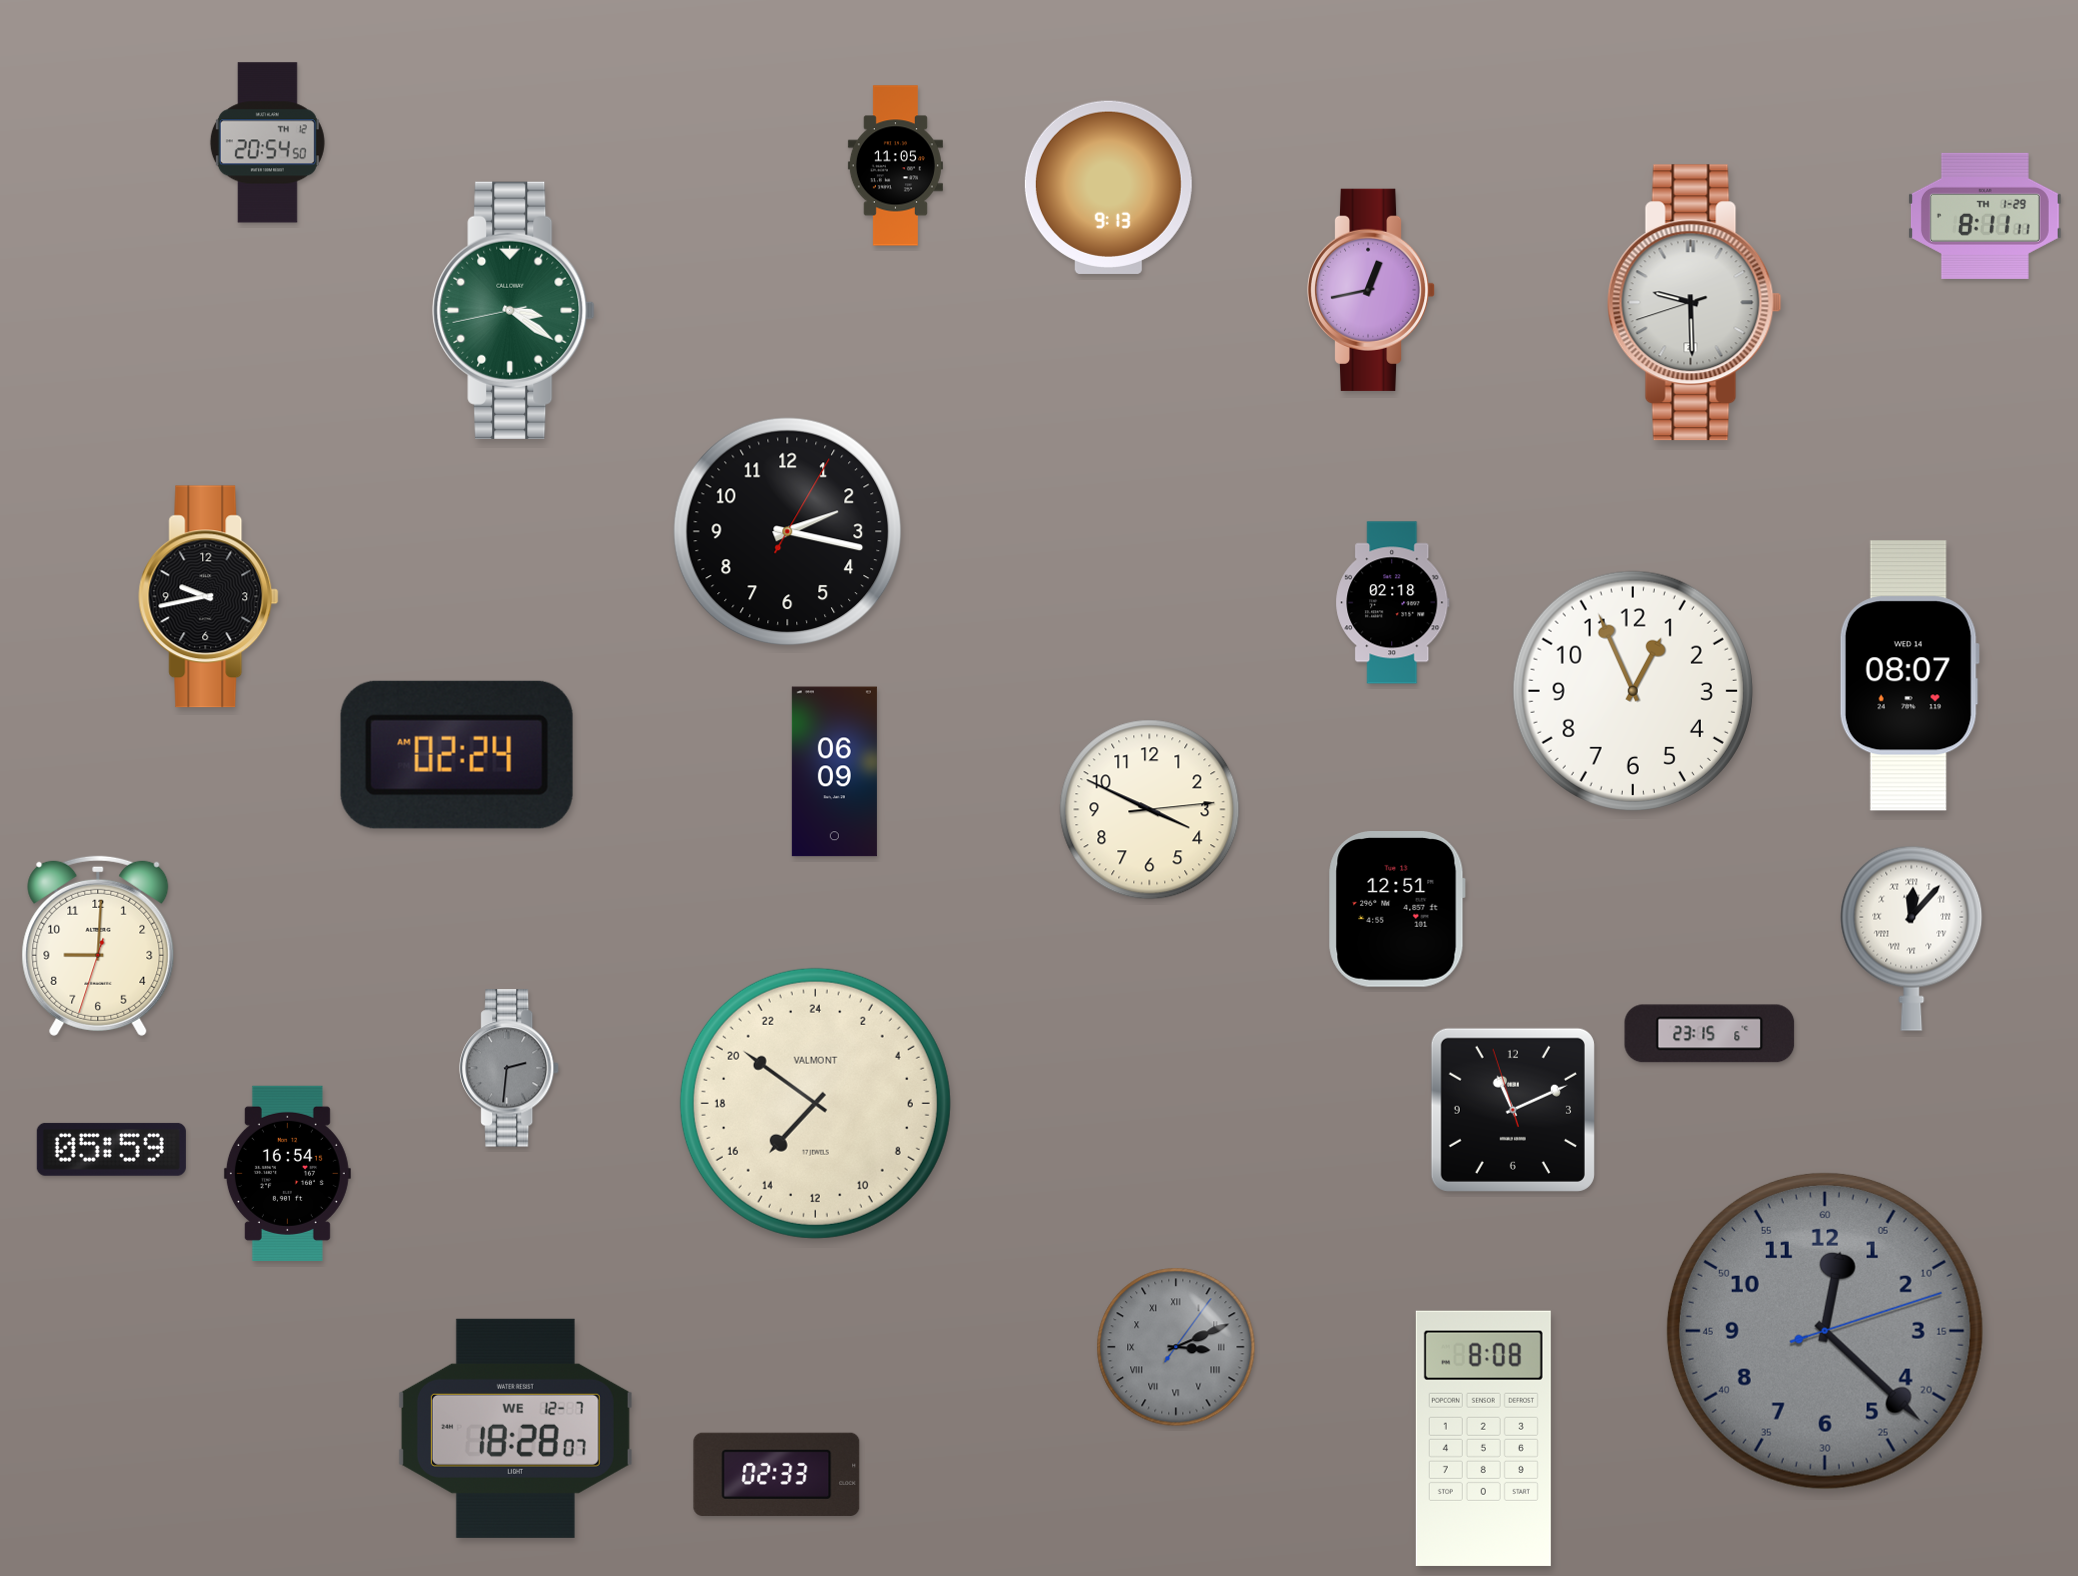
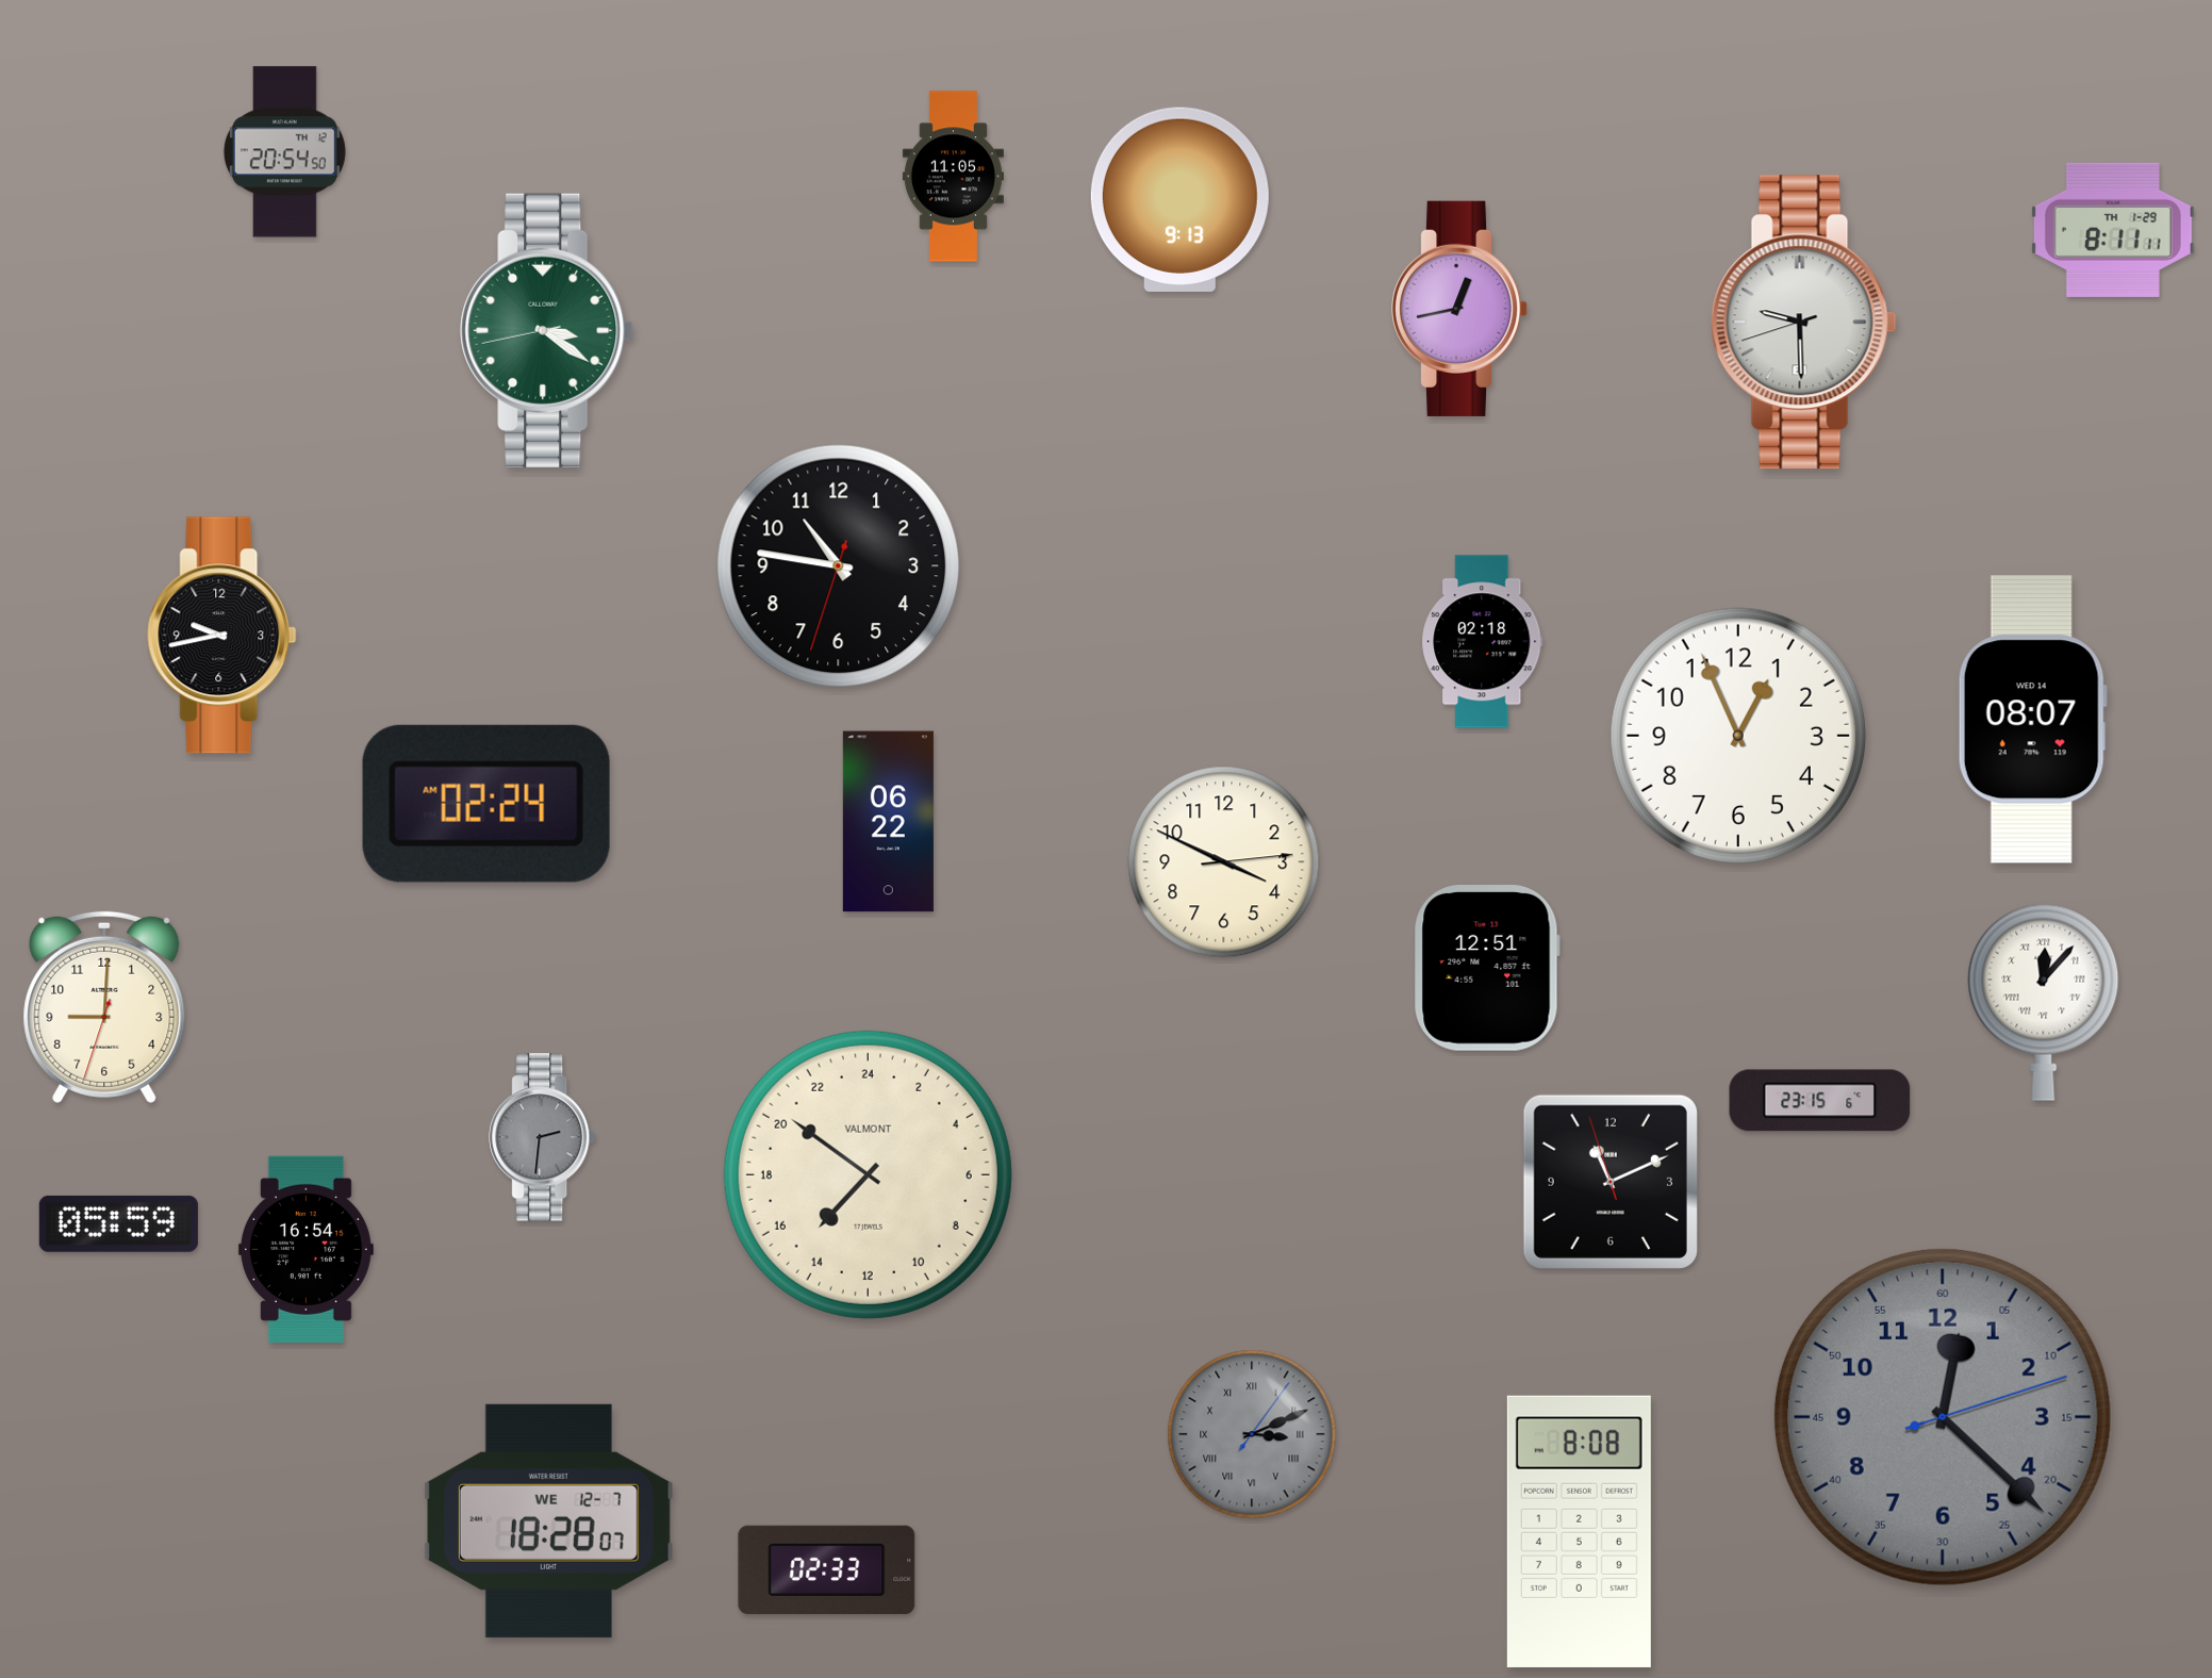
clock at (788, 532): 2:17 -> 10:46
clock at (834, 772): 06:09 -> 06:22
clock at (1912, 938) position: (1912, 938) -> (2044, 1002)
